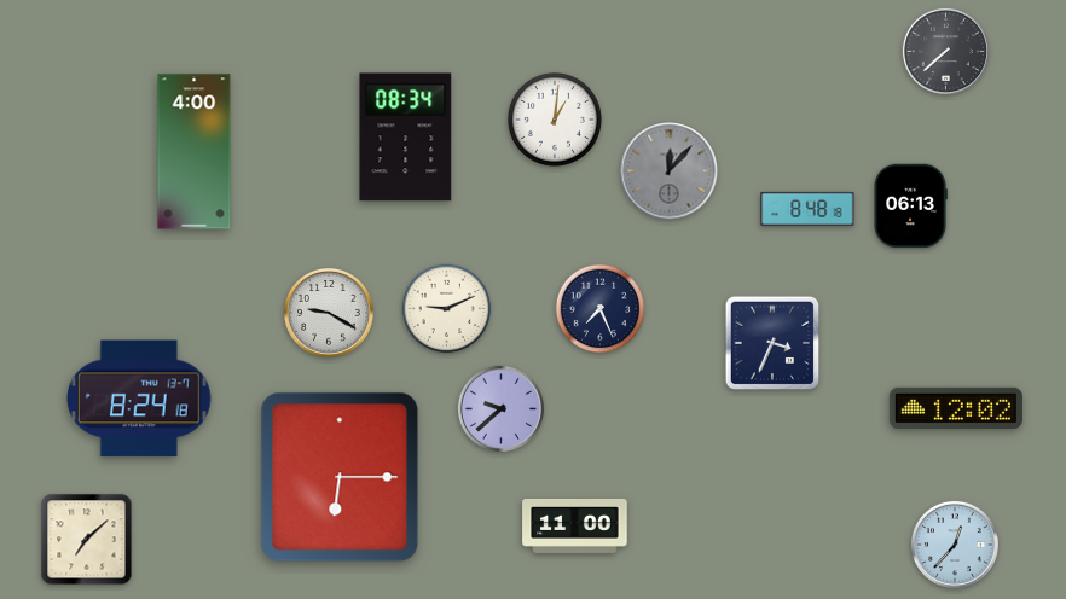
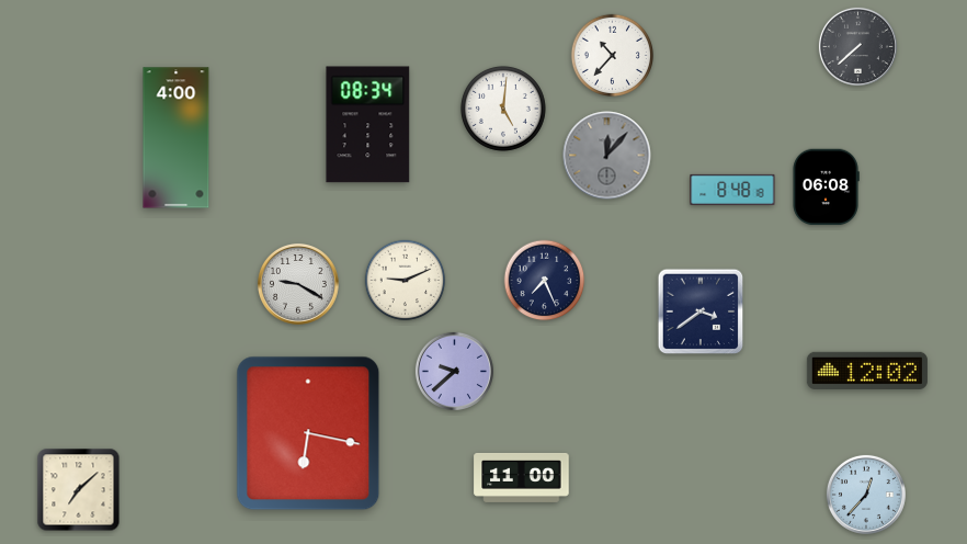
clock at (612, 55): none -> 10:37
clock at (555, 120): 1:01 -> 5:01
clock at (910, 207): 06:13 -> 06:08
clock at (772, 343): 3:34 -> 3:39
clock at (140, 399): 8:24 -> none
clock at (340, 477): 6:15 -> 6:17
